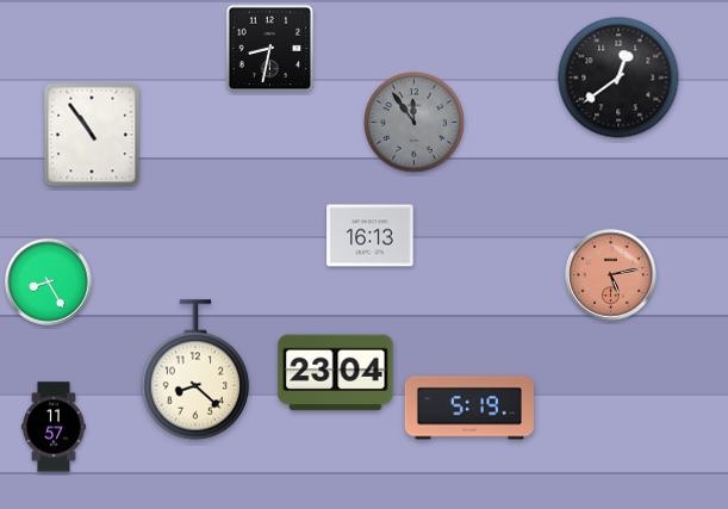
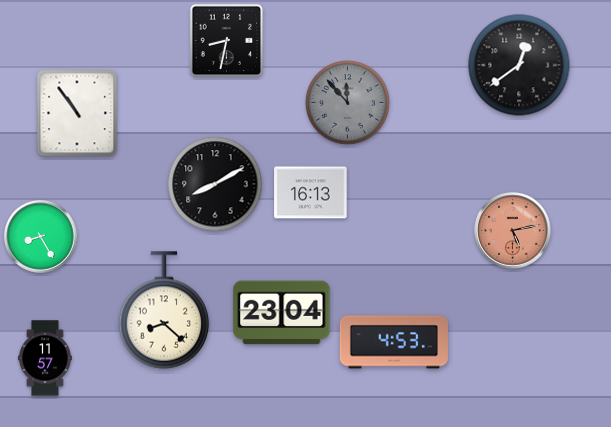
clock at (415, 123): 11:54 -> 11:53
clock at (215, 184): none -> 8:10
clock at (371, 236) position: (371, 236) -> (311, 193)
clock at (469, 408): 5:19 -> 4:53
